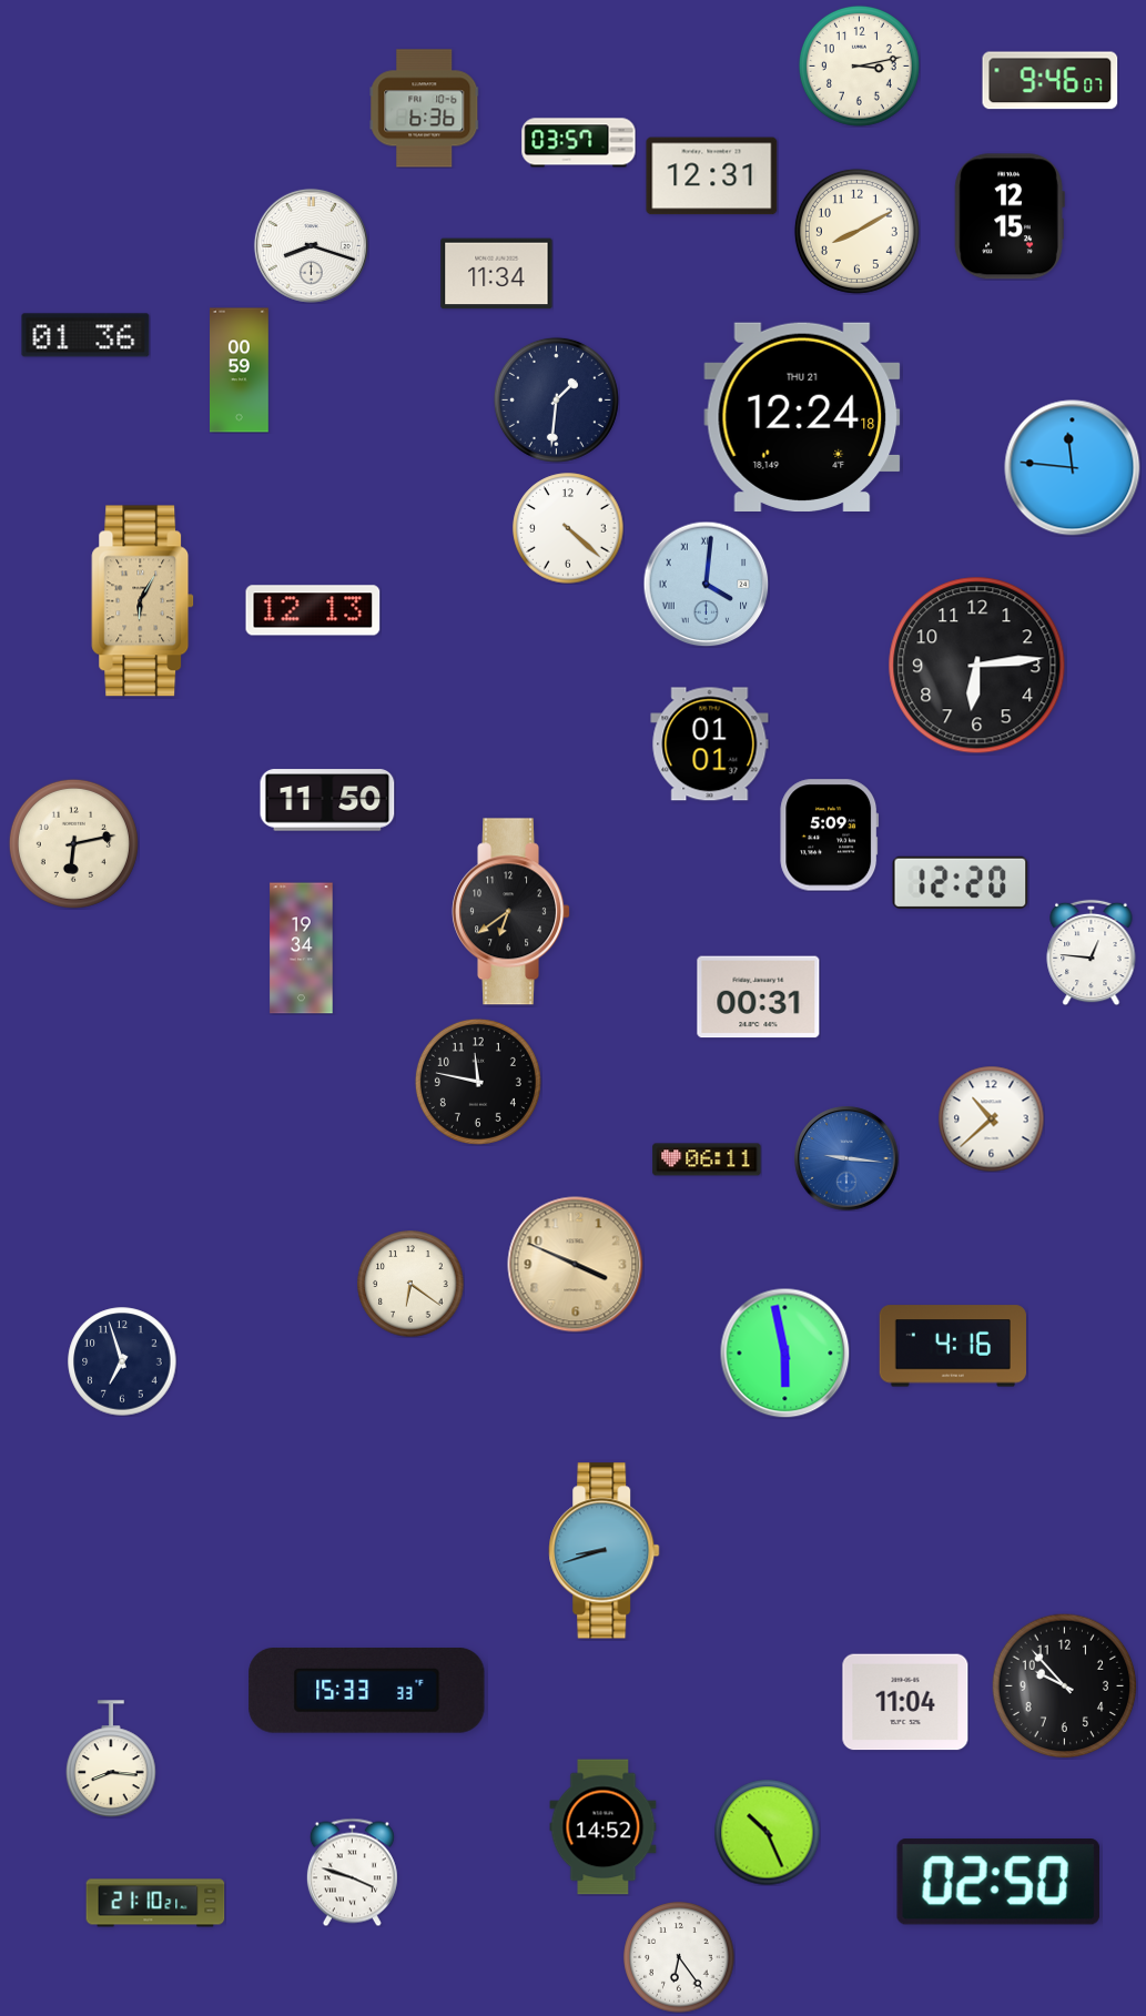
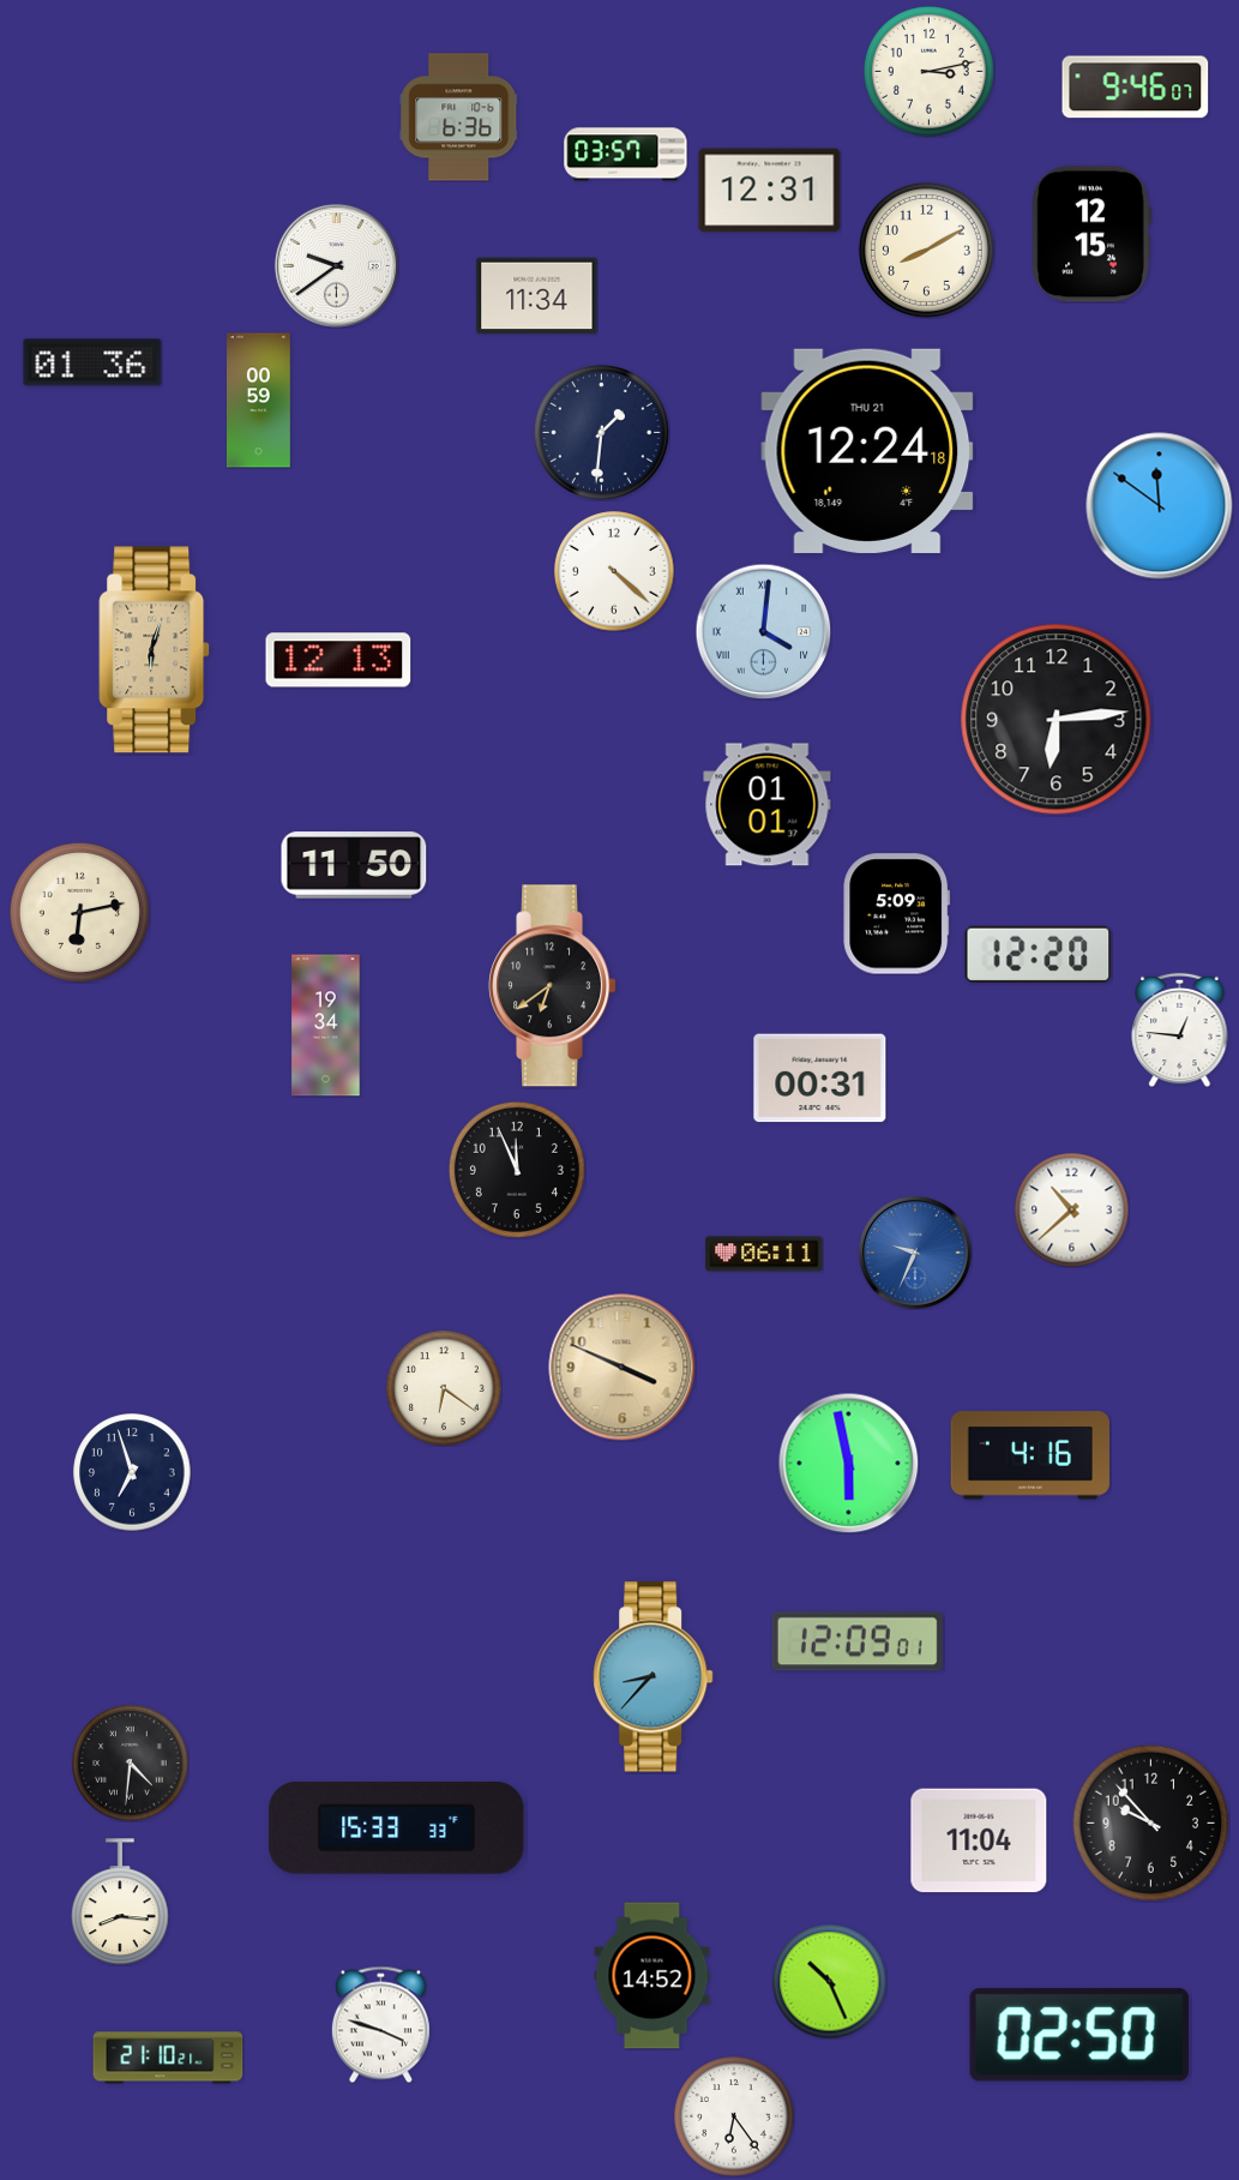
clock at (311, 245): 8:18 -> 9:39
clock at (1073, 468): 11:46 -> 11:51
clock at (143, 601): 6:05 -> 6:03
clock at (830, 835) position: (830, 835) -> (897, 914)
clock at (478, 1082): 11:47 -> 11:56
clock at (846, 1158): 9:16 -> 9:34
clock at (858, 1641): none -> 12:09
clock at (605, 1551): 8:42 -> 8:37
clock at (131, 1764): none -> 4:31
